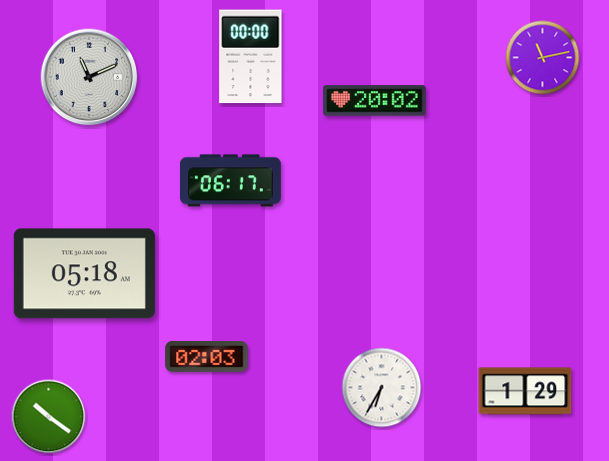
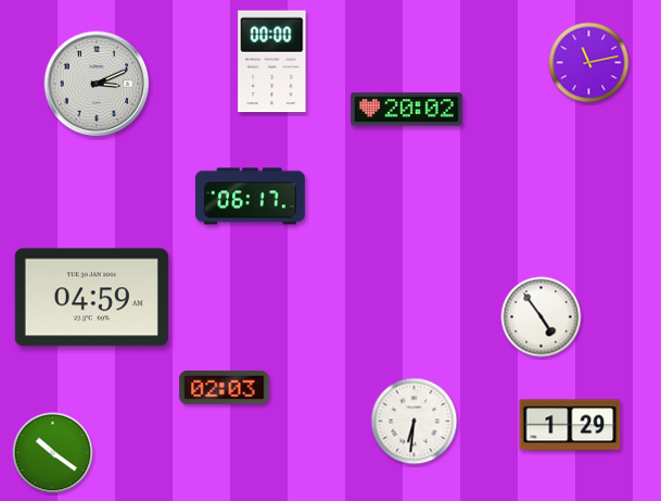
clock at (89, 77): 11:11 -> 3:11
clock at (84, 274): 05:18 -> 04:59
clock at (542, 317): none -> 4:54
clock at (382, 388): 6:35 -> 6:31
